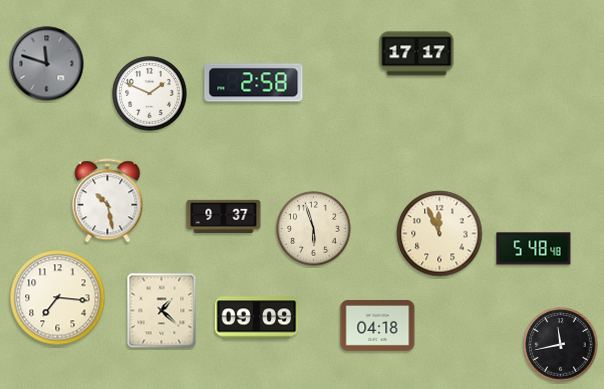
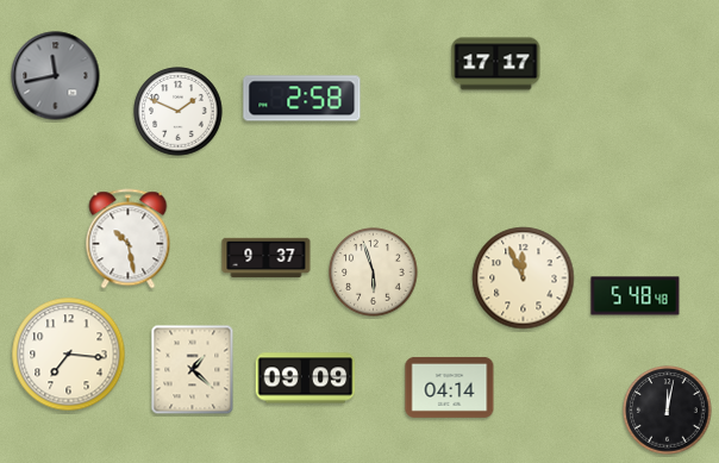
clock at (47, 64): 11:48 -> 11:43
clock at (378, 325): 04:18 -> 04:14
clock at (561, 345): 11:43 -> 12:02
